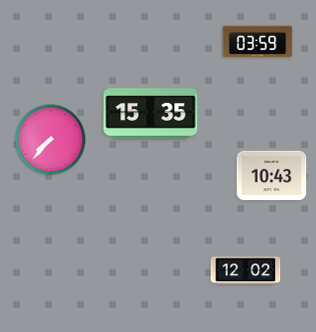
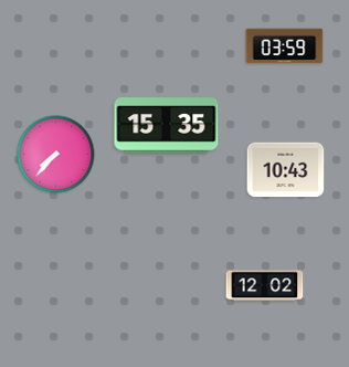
clock at (272, 176) position: (272, 176) -> (286, 170)
clock at (246, 271) position: (246, 271) -> (265, 286)
